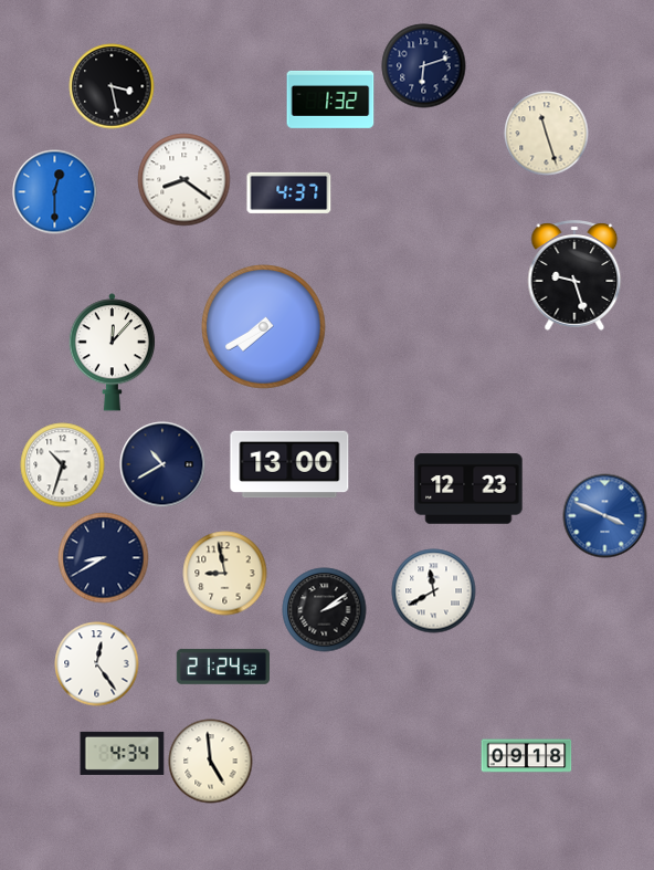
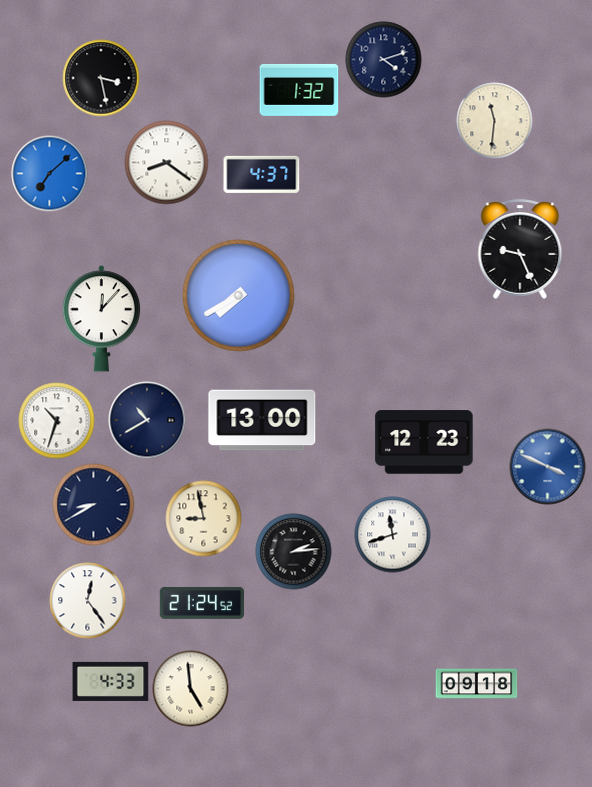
clock at (424, 66): 6:12 -> 4:12
clock at (547, 134): 11:27 -> 11:31
clock at (55, 192): 12:30 -> 7:08
clock at (574, 275): 9:27 -> 9:26
clock at (434, 591): 11:40 -> 11:42
clock at (325, 610): 2:09 -> 2:14
clock at (123, 753): 4:34 -> 4:33
